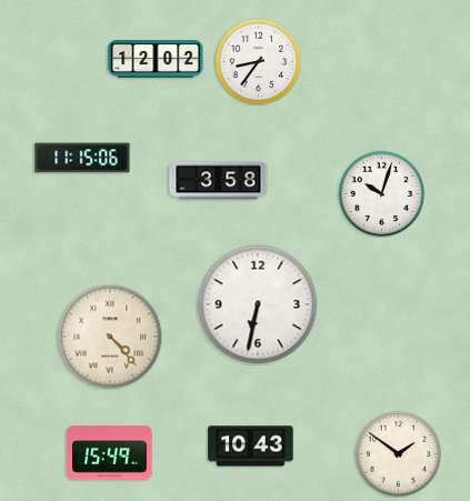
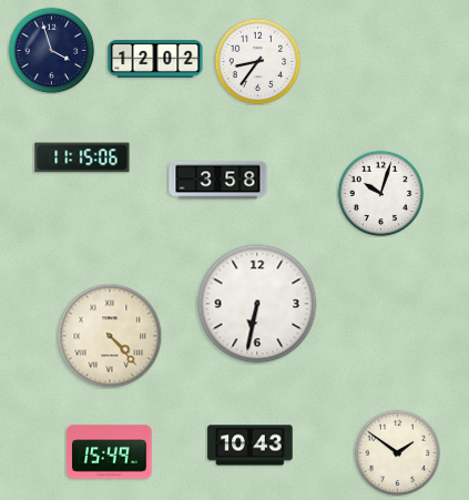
clock at (51, 50): none -> 3:57
